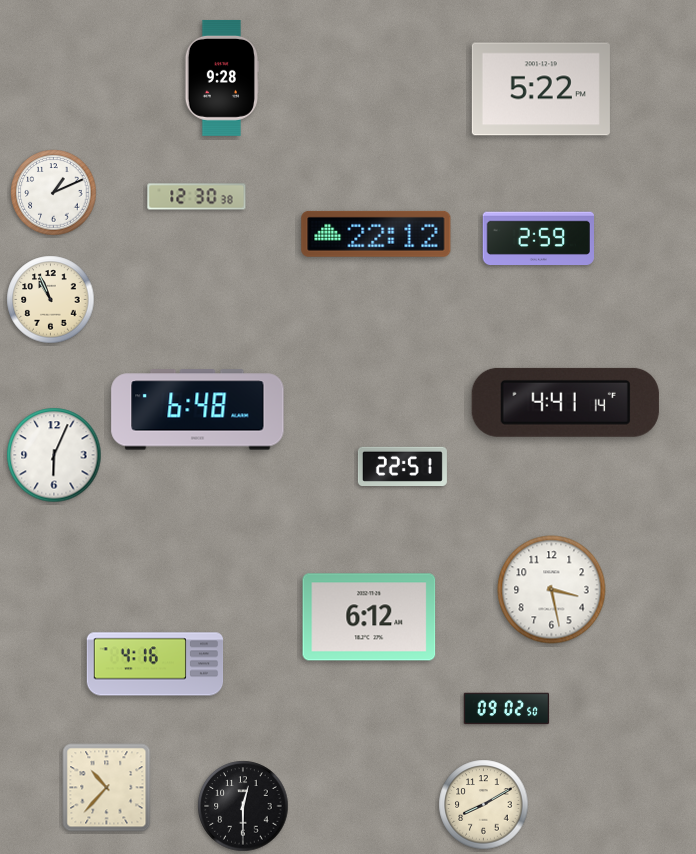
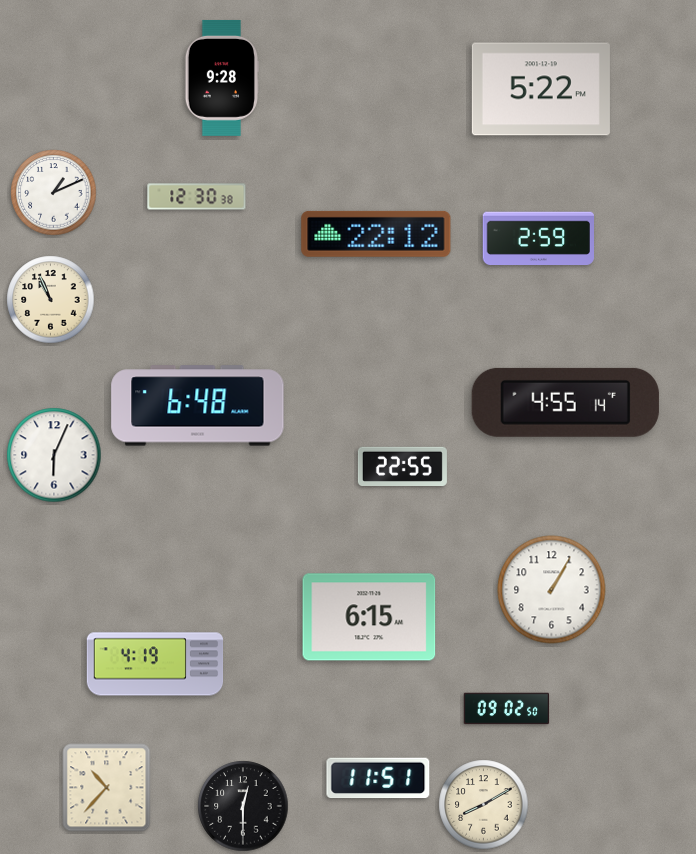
clock at (565, 402): 4:41 -> 4:55
clock at (198, 410) position: (198, 410) -> (198, 406)
clock at (402, 466): 22:51 -> 22:55
clock at (552, 590): 3:28 -> 1:05
clock at (369, 617): 6:12 -> 6:15
clock at (155, 664): 4:16 -> 4:19
clock at (378, 778): none -> 11:51
